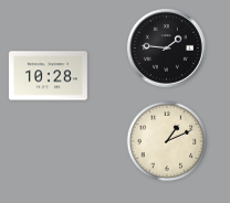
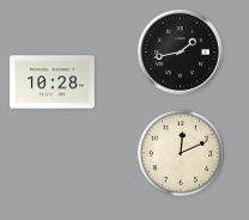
clock at (166, 47): 1:46 -> 1:43
clock at (167, 141): 1:11 -> 12:11
